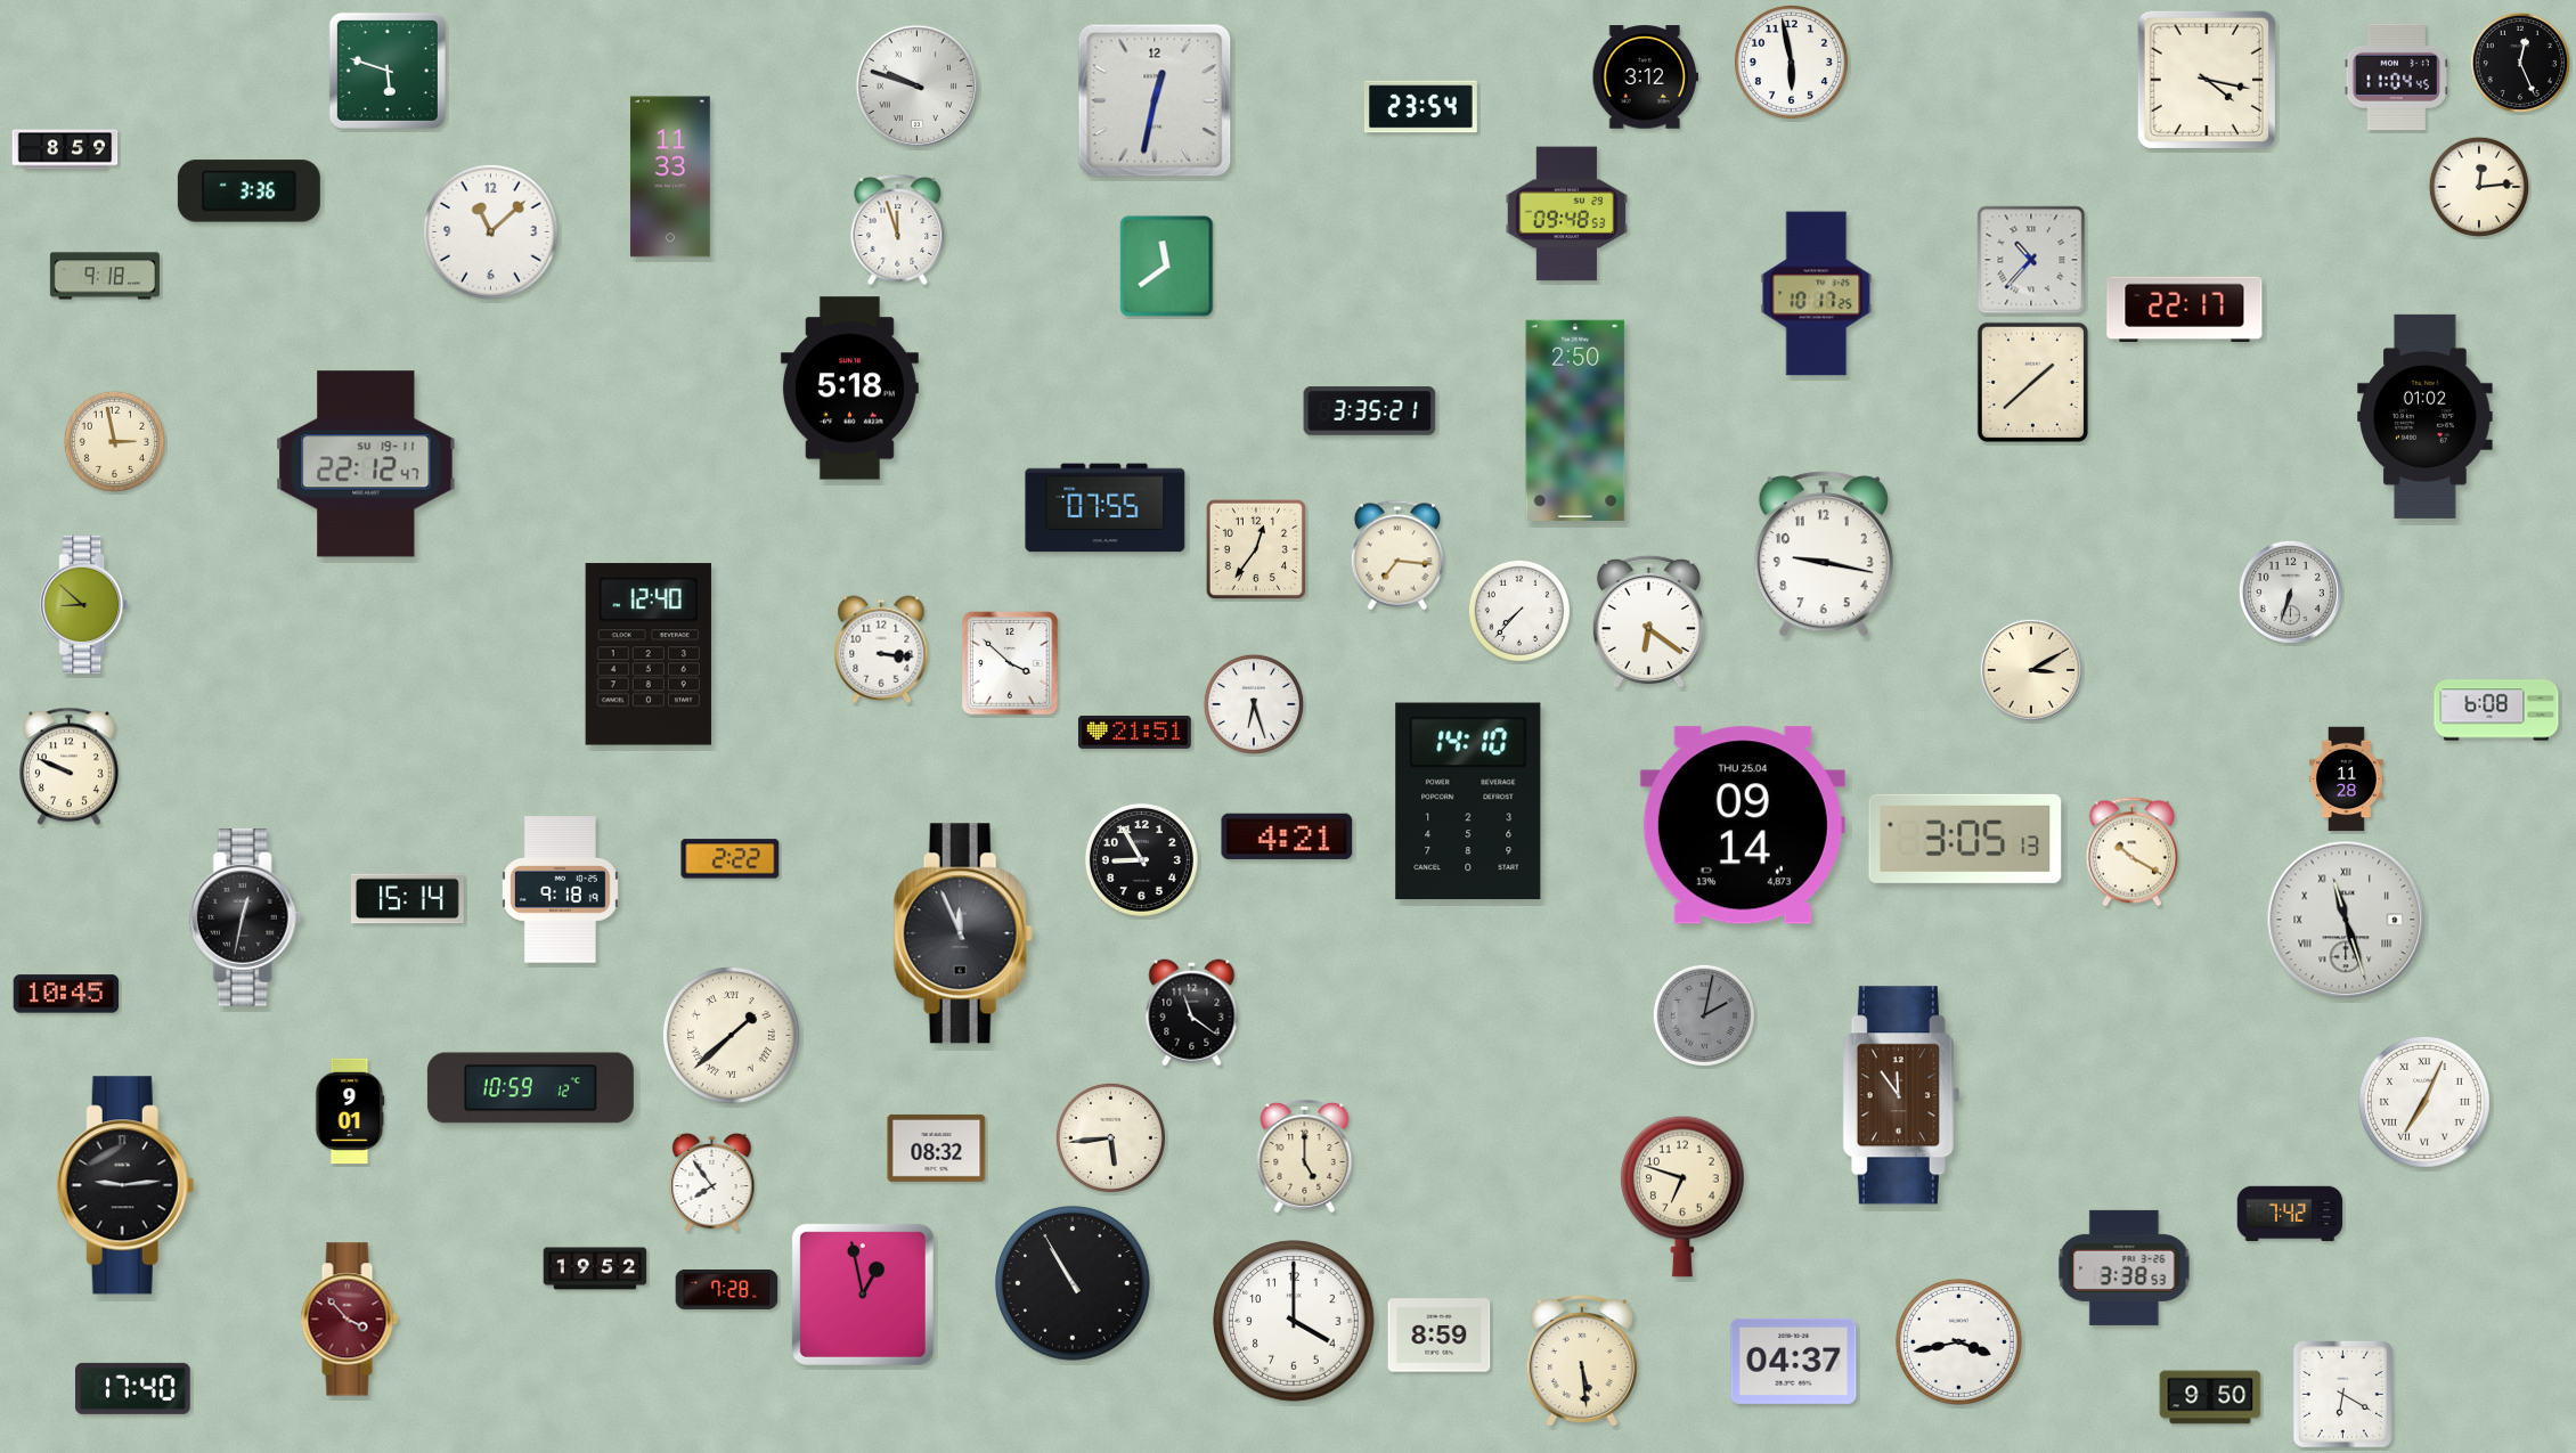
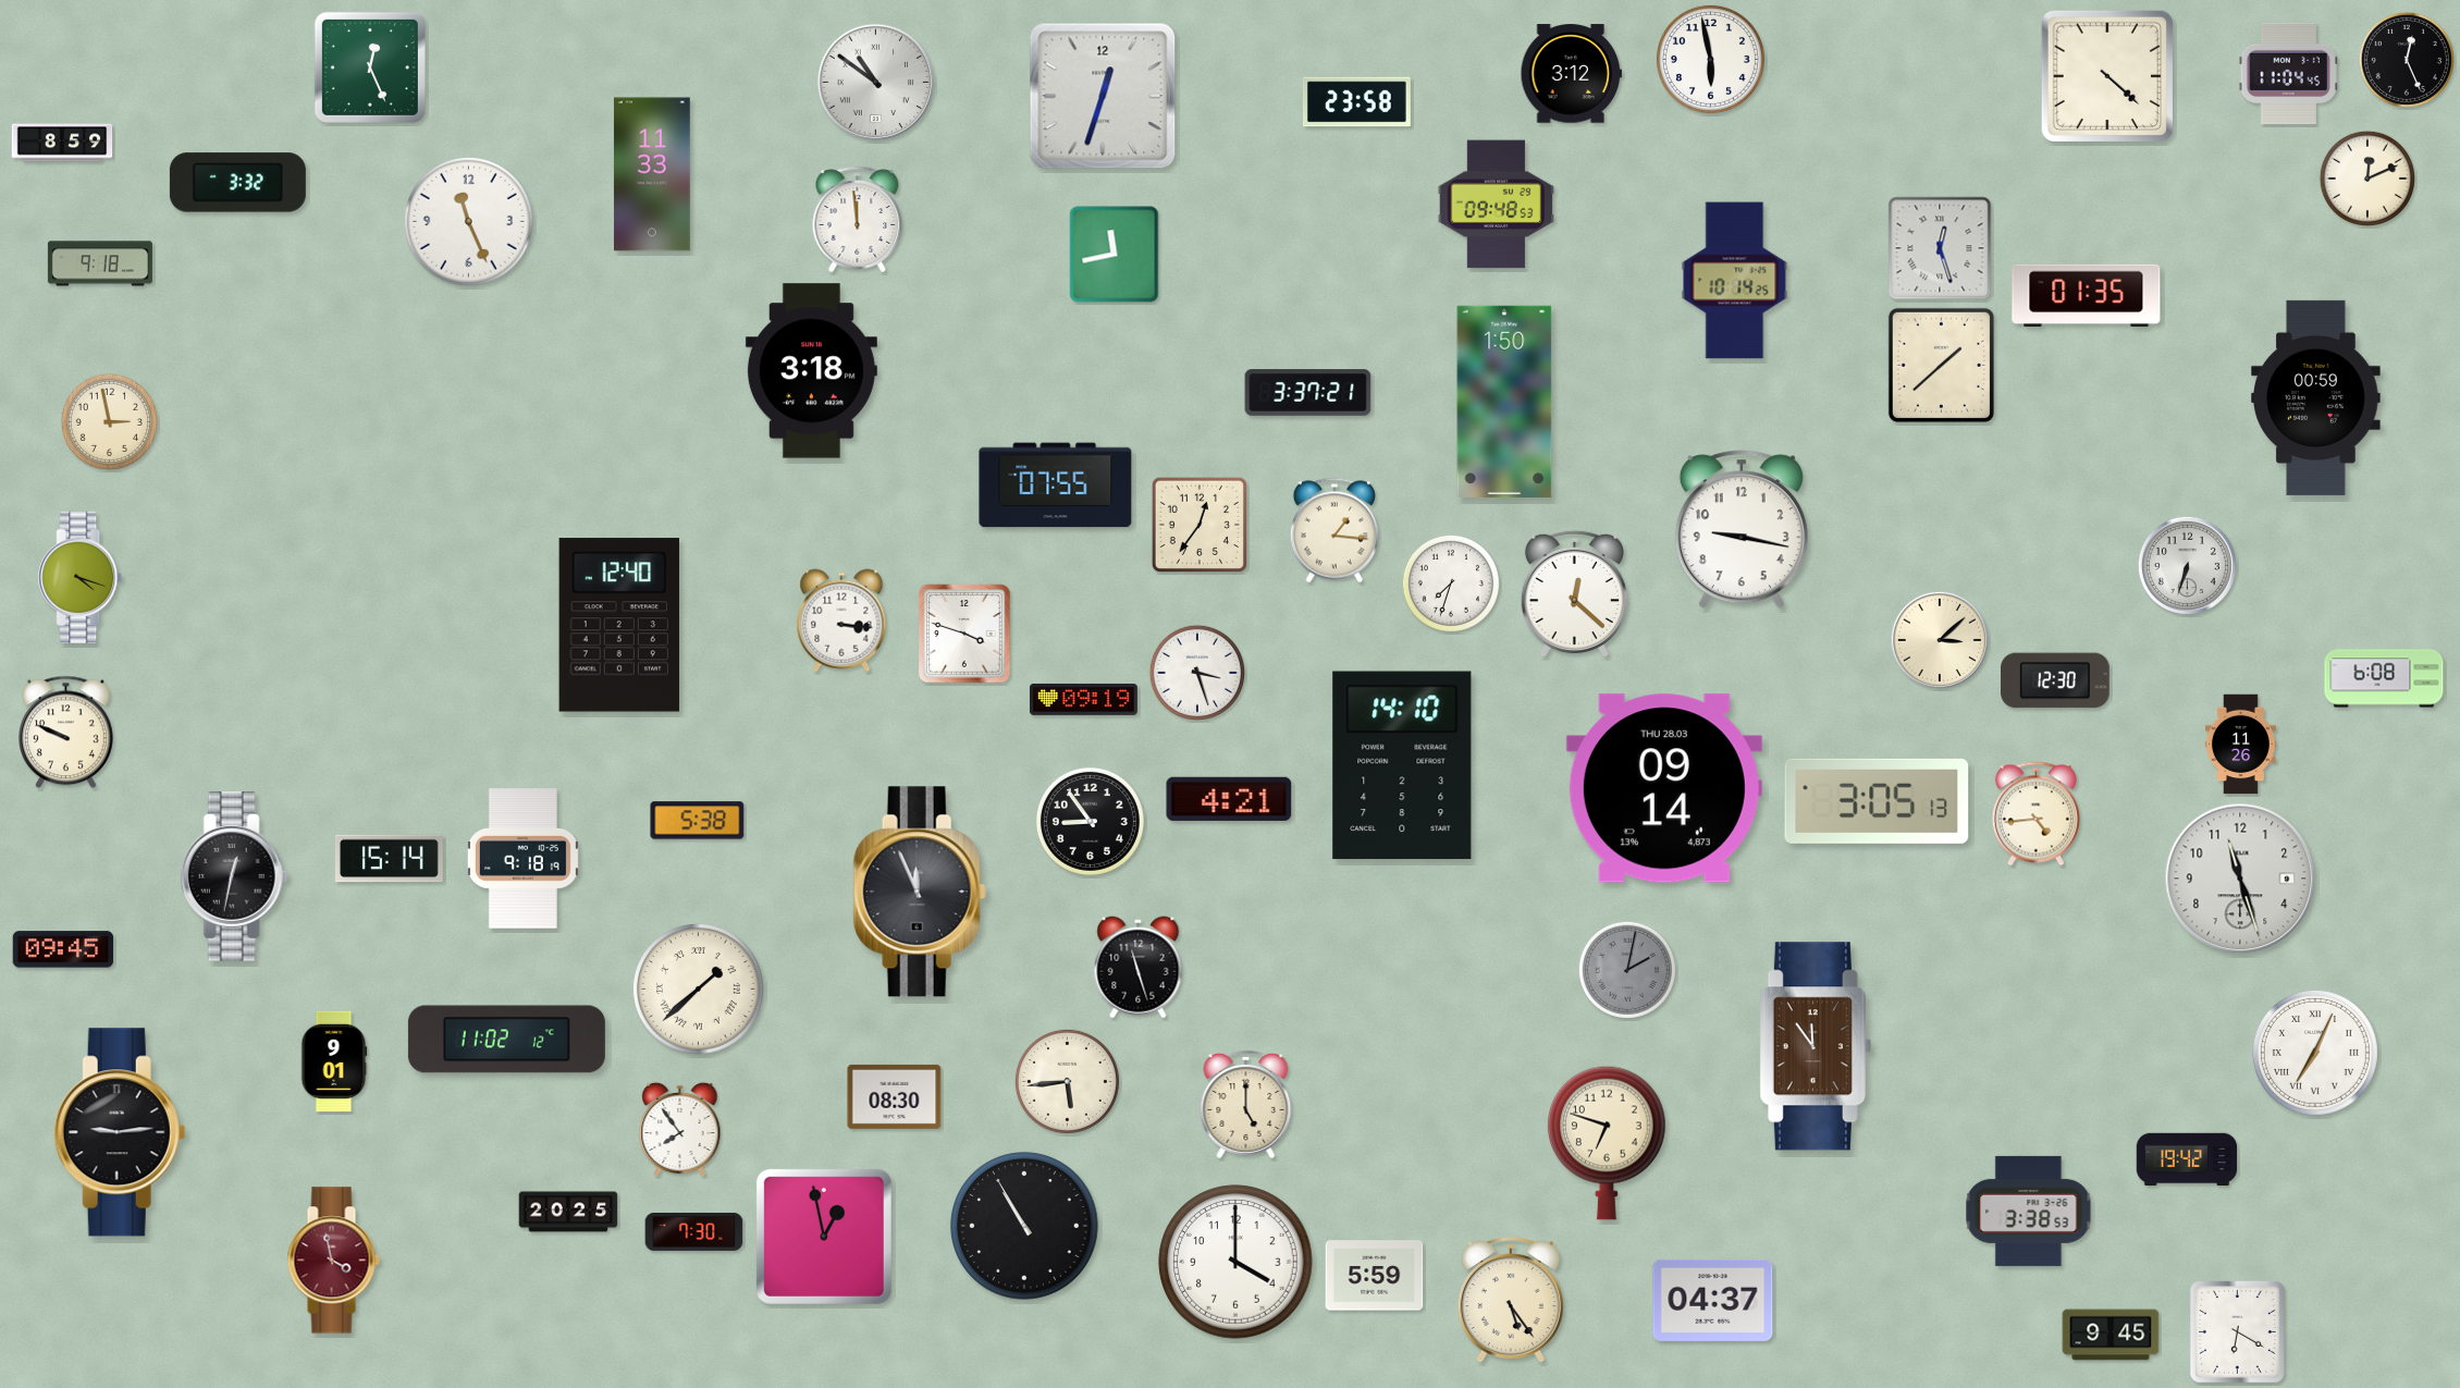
clock at (388, 71): 5:48 -> 12:26
clock at (2206, 79): 4:17 -> 4:22
clock at (918, 87): 9:48 -> 10:51
clock at (1155, 100): 12:32 -> 12:33
clock at (1420, 107): 23:54 -> 23:58
clock at (670, 177) position: (670, 177) -> (652, 174)
clock at (2479, 187): 12:14 -> 12:11
clock at (248, 191): 3:36 -> 3:32
clock at (898, 230): 11:57 -> 11:59
clock at (490, 231): 11:08 -> 11:26
clock at (2031, 260): 10:37 -> 12:27
clock at (1167, 267): 11:39 -> 11:43
clock at (1817, 294): 10:17 -> 10:14
clock at (2185, 310): 22:17 -> 01:35
clock at (849, 389): 5:18 -> 3:18
clock at (1370, 411): 3:35 -> 3:37
clock at (2426, 416): 01:02 -> 00:59
clock at (1575, 421): 2:50 -> 1:50
clock at (366, 464): 22:12 -> none
clock at (1396, 555): 7:16 -> 1:16
clock at (84, 604): 8:52 -> 4:18
clock at (1519, 611): 7:37 -> 7:33
clock at (1648, 622): 6:21 -> 12:22
clock at (1010, 663): 3:52 -> 3:48
clock at (2031, 670): 3:10 -> 3:08
clock at (1254, 704): 6:27 -> 3:27
clock at (2056, 680): none -> 12:30
clock at (1135, 732): 21:51 -> 09:19
clock at (2346, 779): 11:28 -> 11:26
clock at (1743, 825) date: THU 25.04 -> THU 28.03
clock at (2131, 852): 10:20 -> 4:44
clock at (731, 859): 2:22 -> 5:38
clock at (1141, 859): 8:55 -> 8:54
clock at (560, 890) position: (560, 890) -> (522, 859)
clock at (2346, 920) numerals: Roman -> Arabic
clock at (66, 994): 10:45 -> 09:45
clock at (1192, 1013): 11:21 -> 11:27
clock at (530, 1088): 10:59 -> 11:02
clock at (1110, 1137) position: (1110, 1137) -> (1067, 1081)
clock at (937, 1148): 08:32 -> 08:30
clock at (2290, 1214): 7:42 -> 19:42
clock at (595, 1268): 19:52 -> 20:25
clock at (727, 1289): 7:28 -> 7:30
clock at (349, 1320): 3:53 -> 3:58
clock at (1440, 1336): 8:59 -> 5:59
clock at (1958, 1341): 3:43 -> none
clock at (1582, 1361): 5:29 -> 5:24
clock at (133, 1388): 17:40 -> none
clock at (2210, 1397): 9:50 -> 9:45
